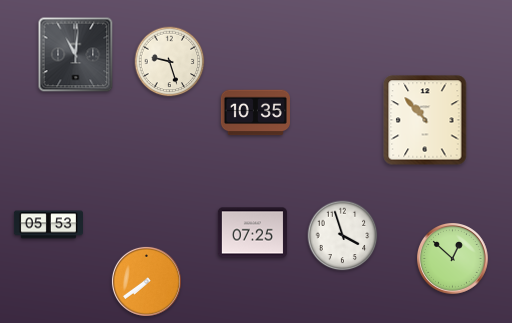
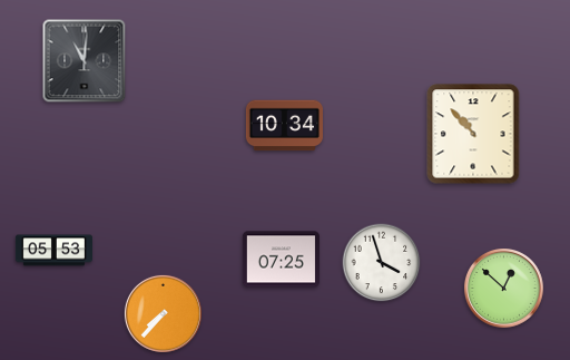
clock at (170, 62): 9:27 -> none
clock at (255, 113): 10:35 -> 10:34
clock at (146, 281): 7:39 -> 7:37
